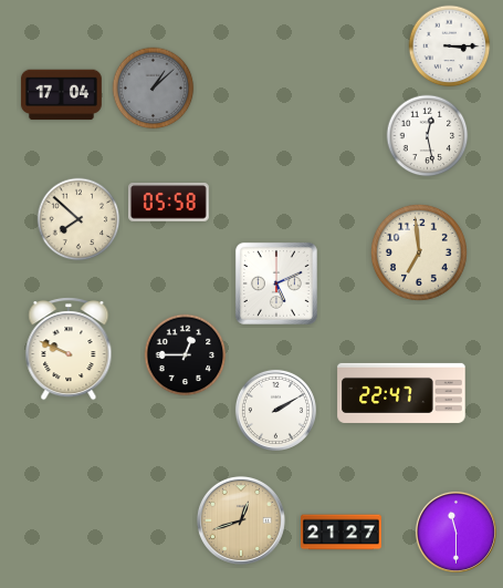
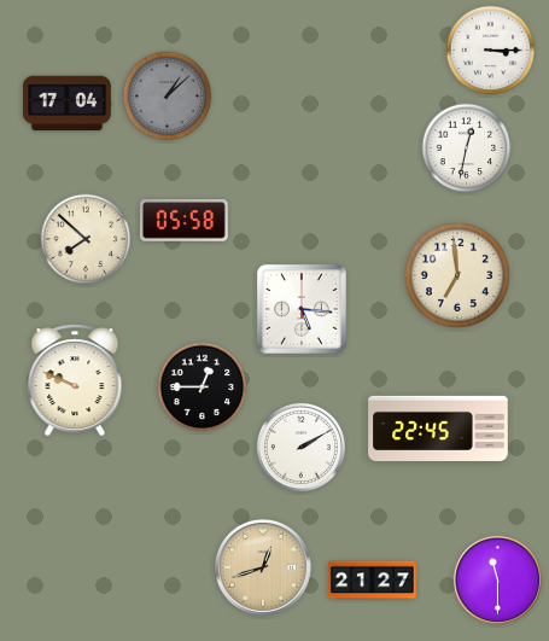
clock at (428, 136): 12:28 -> 12:32
clock at (276, 283): 5:11 -> 5:16
clock at (401, 393): 22:47 -> 22:45
